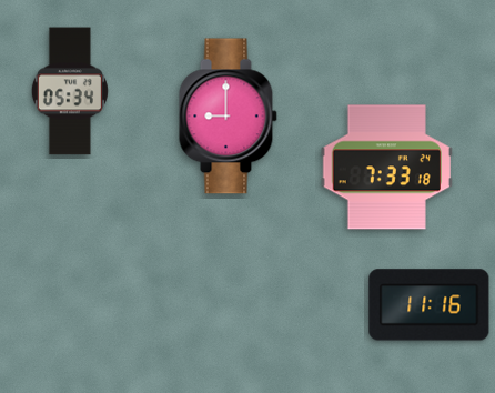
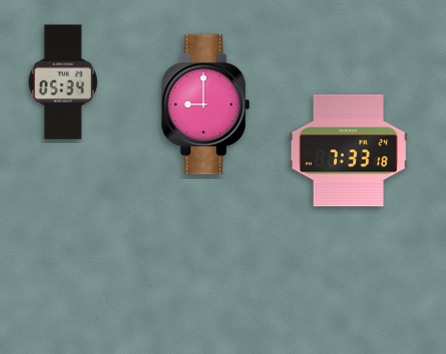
clock at (430, 305): 11:16 -> none
